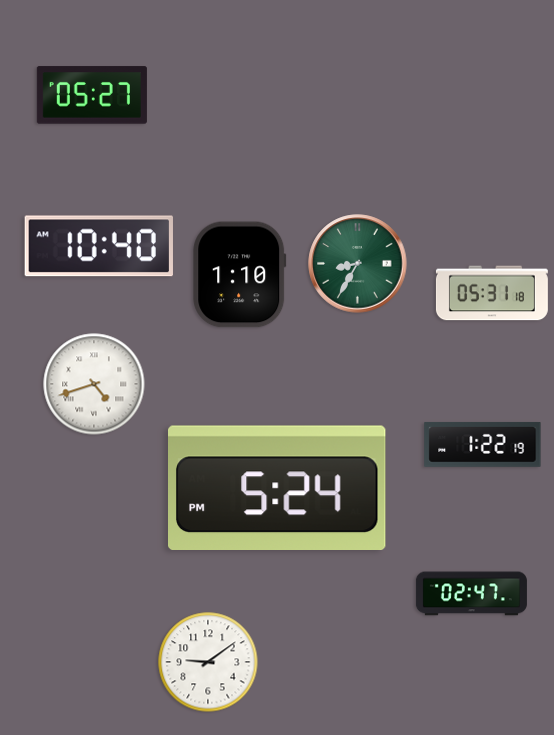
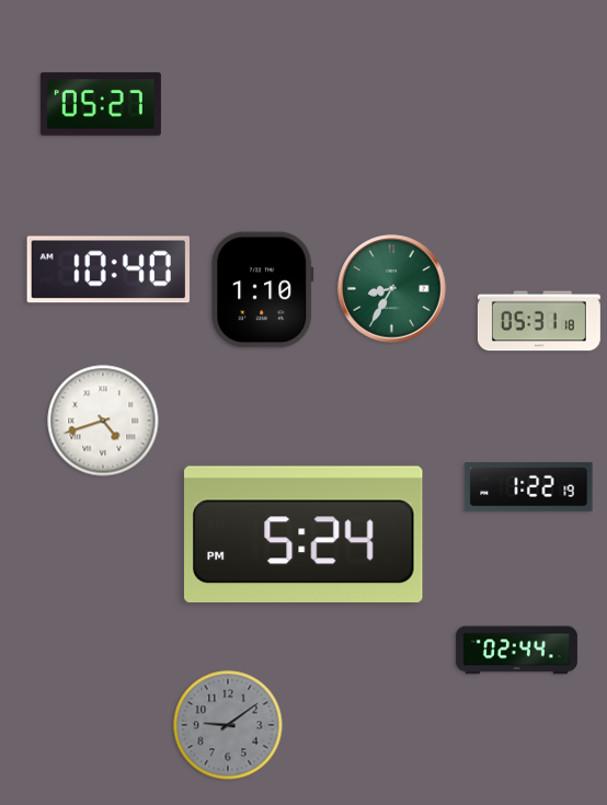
clock at (240, 275) position: (240, 275) -> (263, 290)
clock at (471, 594): 02:47 -> 02:44
clock at (208, 662) dial: white -> grey
